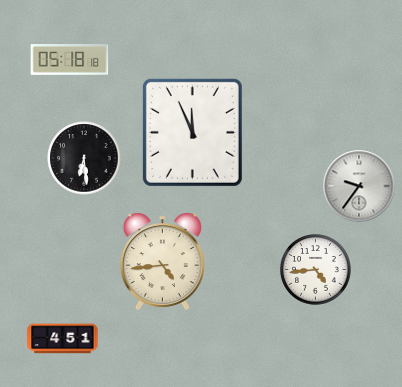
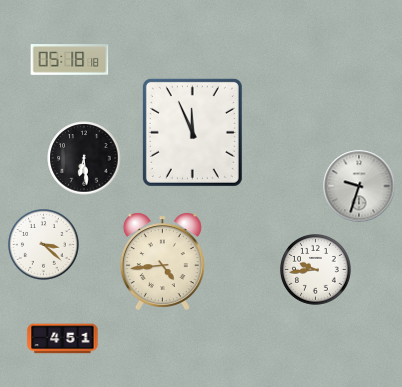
clock at (359, 186): 9:36 -> 9:33
clock at (44, 245): none -> 3:22
clock at (316, 270): 4:44 -> 9:44
